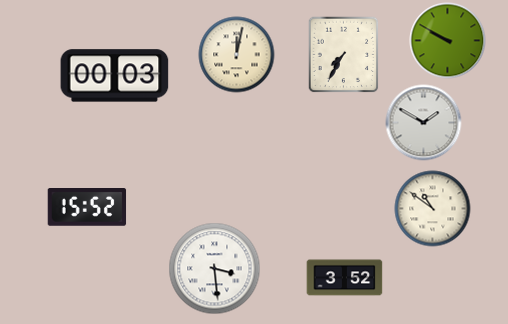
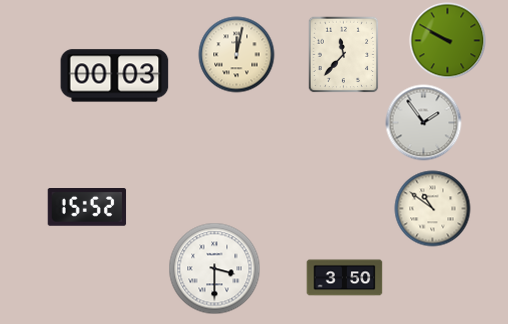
clock at (344, 54): 7:35 -> 11:37
clock at (424, 123): 1:50 -> 1:54
clock at (215, 269): 3:29 -> 3:30
clock at (345, 278): 3:52 -> 3:50
